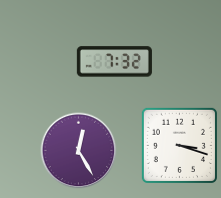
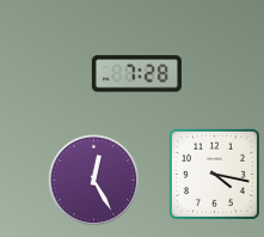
clock at (114, 62): 7:32 -> 7:28
clock at (179, 145): 3:18 -> 4:17
